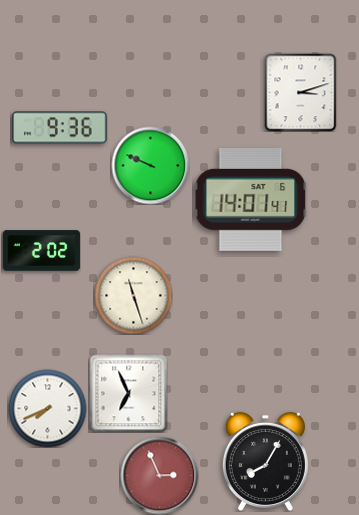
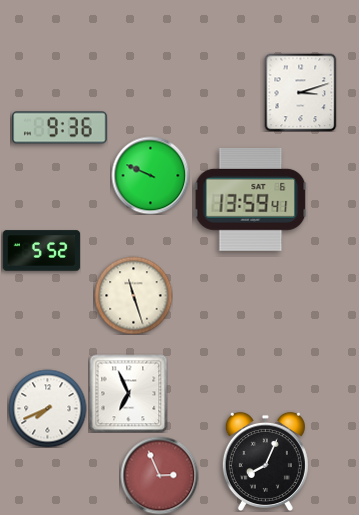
clock at (150, 165) position: (150, 165) -> (150, 175)
clock at (250, 199): 14:01 -> 13:59
clock at (41, 251): 2:02 -> 5:52
clock at (265, 461): 8:05 -> 8:04
